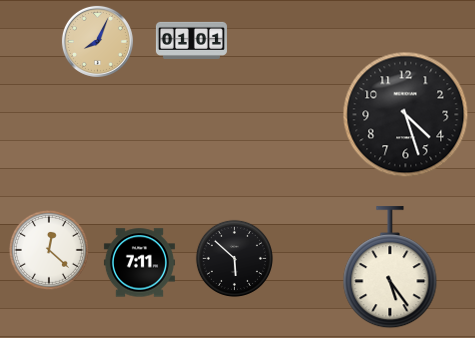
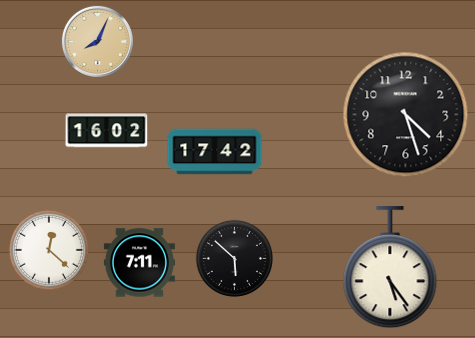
clock at (191, 40): 01:01 -> none
clock at (107, 131): none -> 16:02
clock at (215, 152): none -> 17:42
